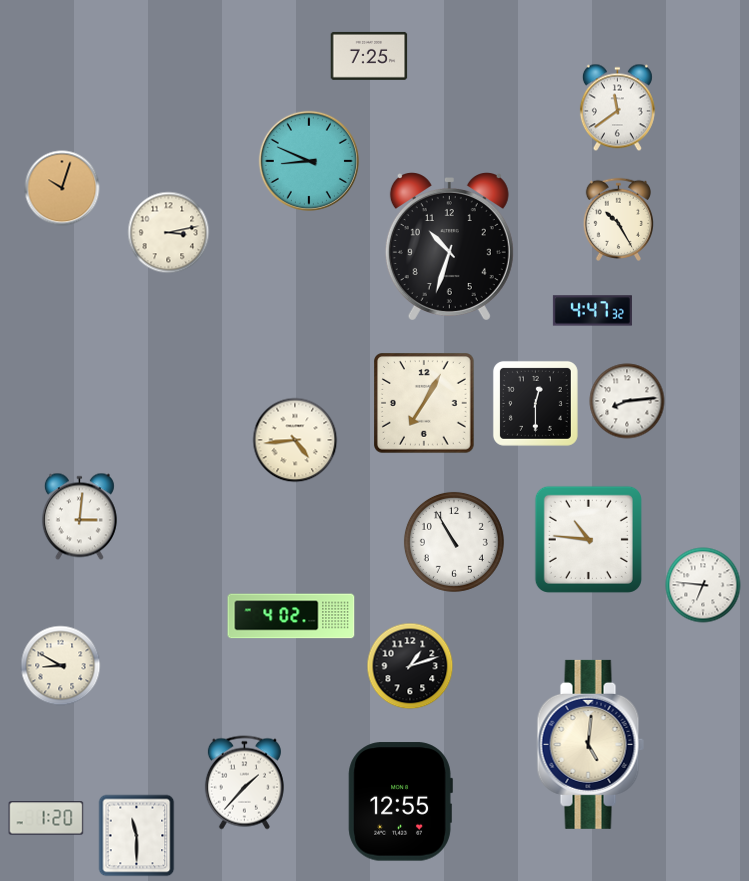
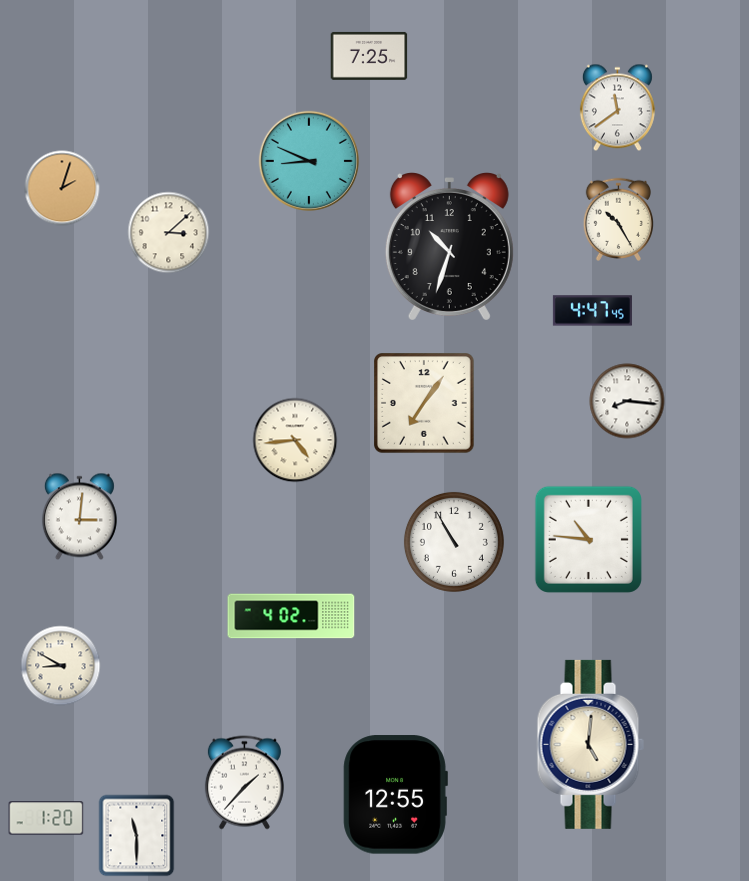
clock at (62, 188): 10:03 -> 2:03
clock at (169, 233): 3:13 -> 3:08
clock at (592, 311): 4:47:32 -> 4:47:45
clock at (627, 401): 8:14 -> 8:16
clock at (535, 403): 12:30 -> none
clock at (425, 404): 7:05 -> 7:06
clock at (703, 585): 6:46 -> none
clock at (410, 666): 1:12 -> none
clock at (400, 802) position: (400, 802) -> (395, 795)
